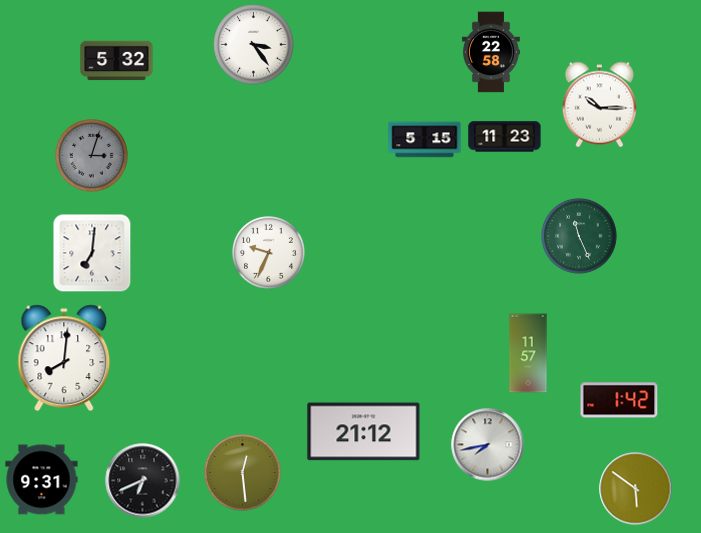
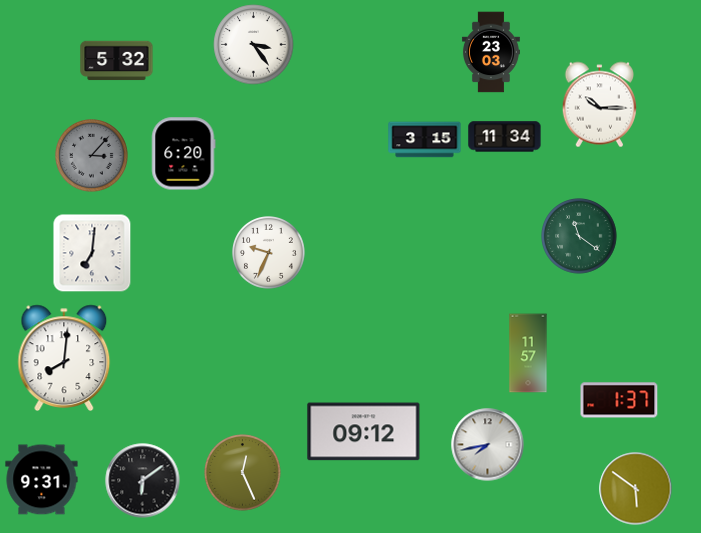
clock at (491, 52): 22:58 -> 23:03
clock at (505, 137): 11:23 -> 11:34
clock at (425, 140): 5:15 -> 3:15
clock at (183, 154): none -> 6:20
clock at (92, 156): 3:03 -> 3:07
clock at (579, 236): 11:26 -> 11:21
clock at (619, 400): 1:42 -> 1:37
clock at (364, 432): 21:12 -> 09:12
clock at (243, 473): 12:29 -> 12:26
clock at (143, 481): 6:41 -> 6:09
